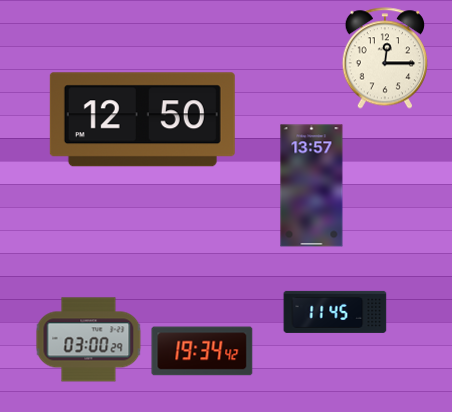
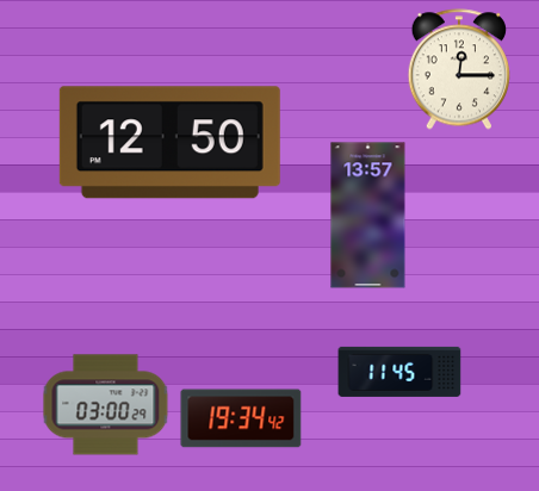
clock at (312, 186) position: (312, 186) -> (368, 216)
